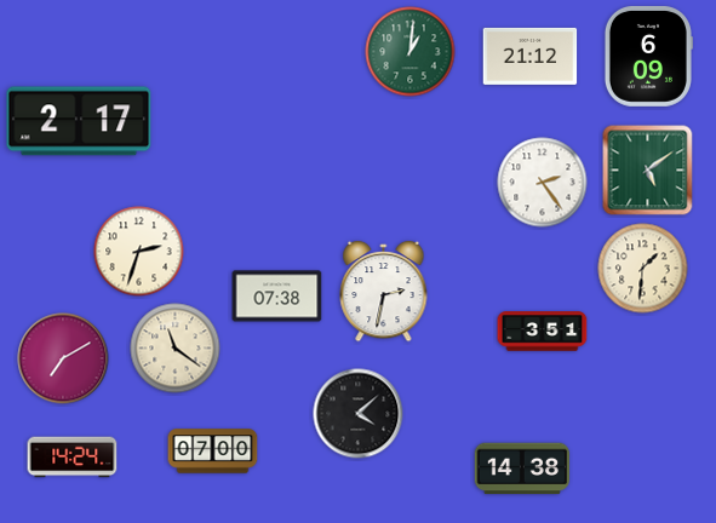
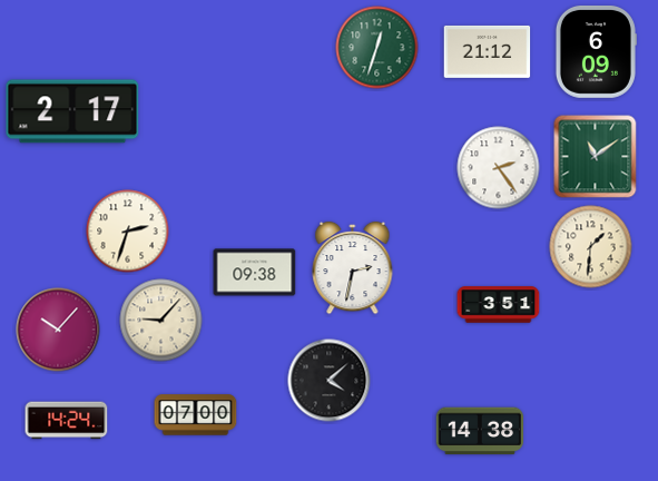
clock at (411, 52): 1:01 -> 12:33
clock at (648, 171): 5:09 -> 11:09
clock at (277, 297): 07:38 -> 09:38
clock at (176, 349): 11:21 -> 9:07
clock at (63, 358): 7:10 -> 10:07
